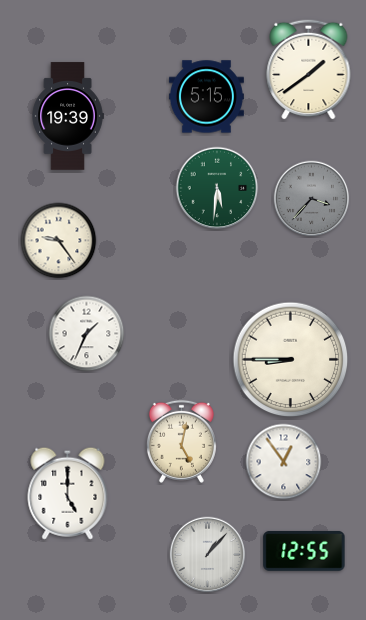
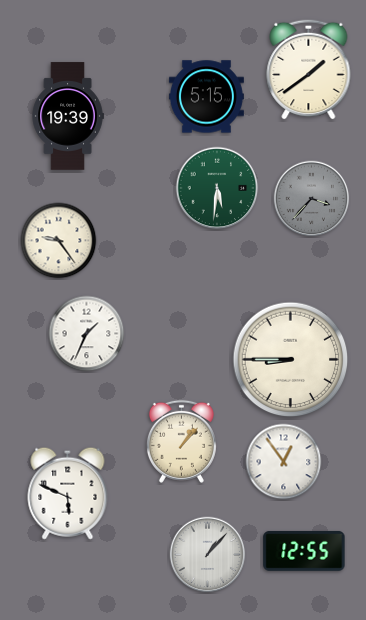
clock at (181, 441): 5:02 -> 1:07
clock at (68, 493): 5:00 -> 5:49
